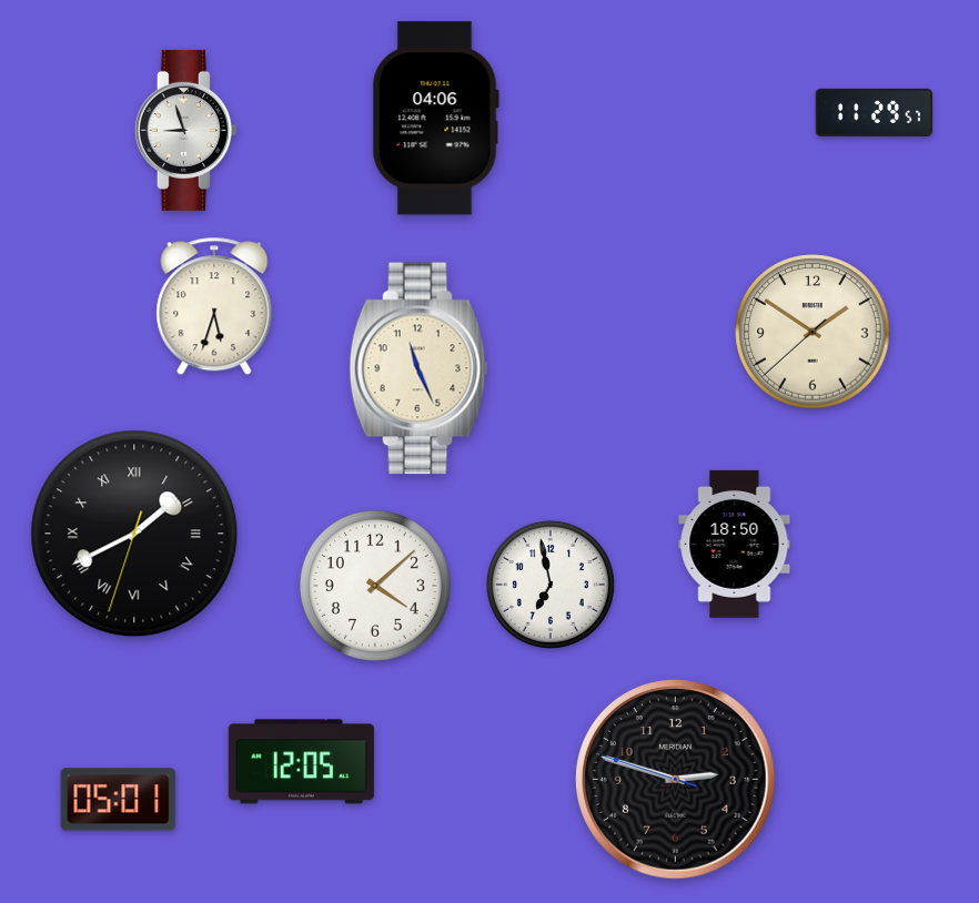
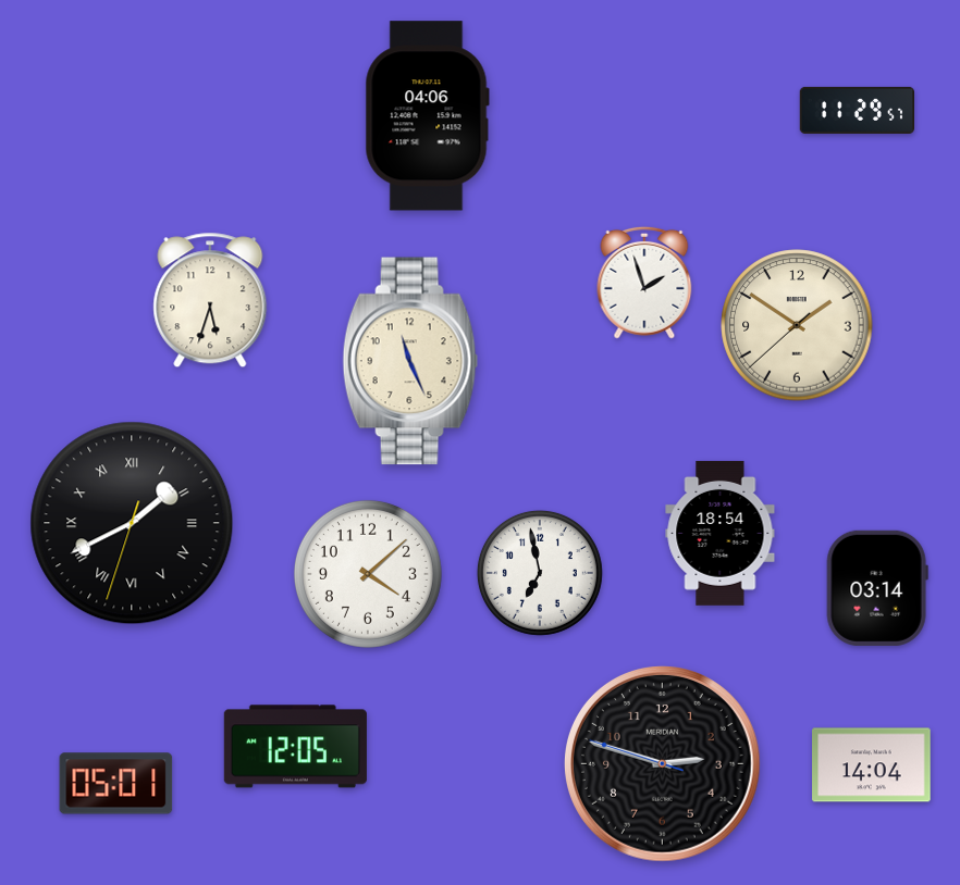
clock at (185, 130): 8:57 -> none
clock at (644, 283): none -> 1:57
clock at (735, 544): 18:50 -> 18:54
clock at (877, 588): none -> 03:14
clock at (872, 765): none -> 14:04
